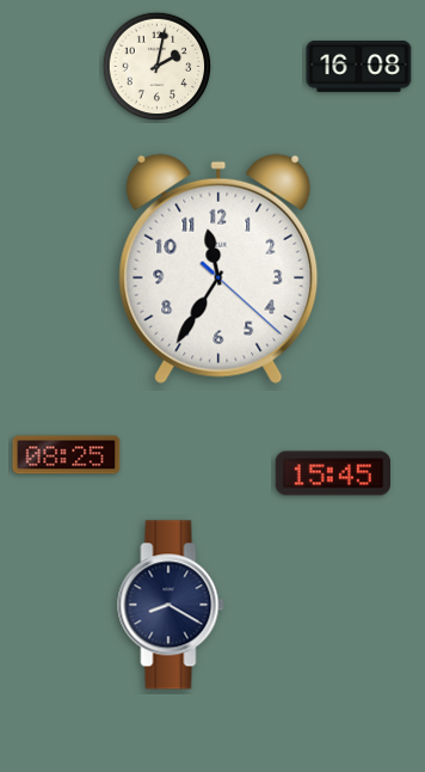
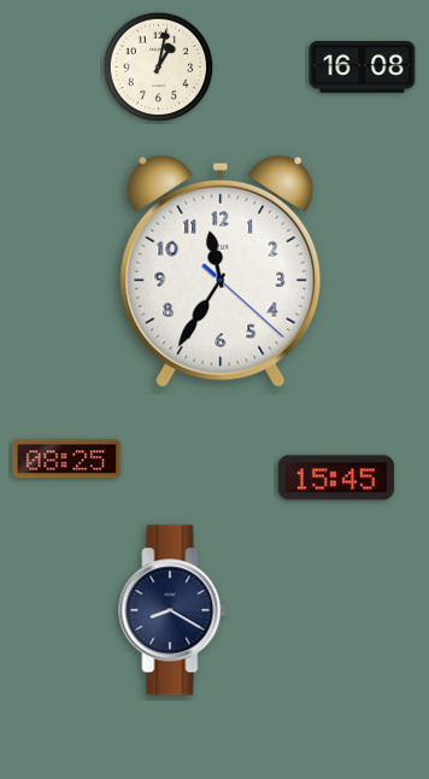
clock at (158, 67): 2:02 -> 1:02
